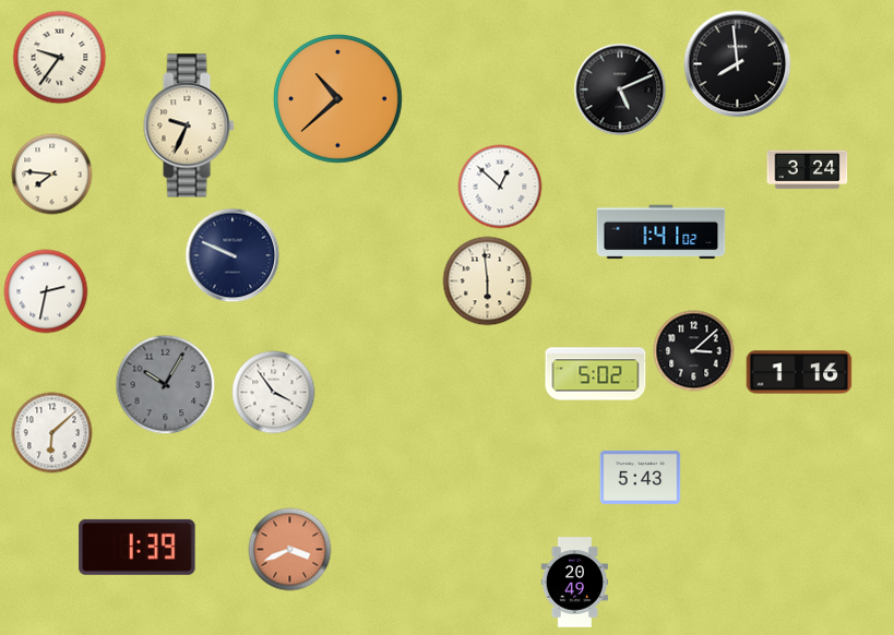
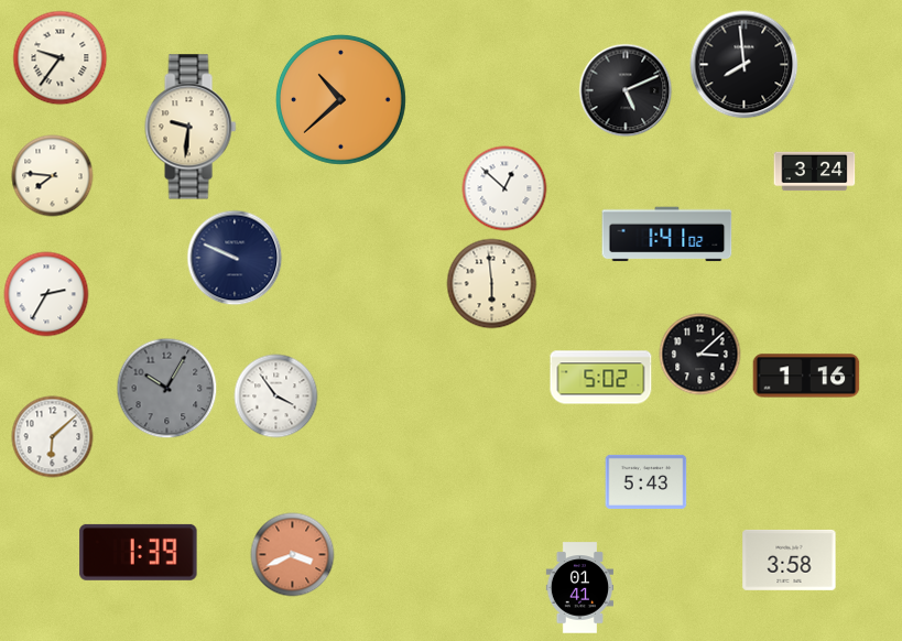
clock at (189, 125): 9:34 -> 9:31
clock at (46, 291): 2:32 -> 2:35
clock at (790, 559): none -> 3:58
clock at (574, 583): 20:49 -> 01:41
